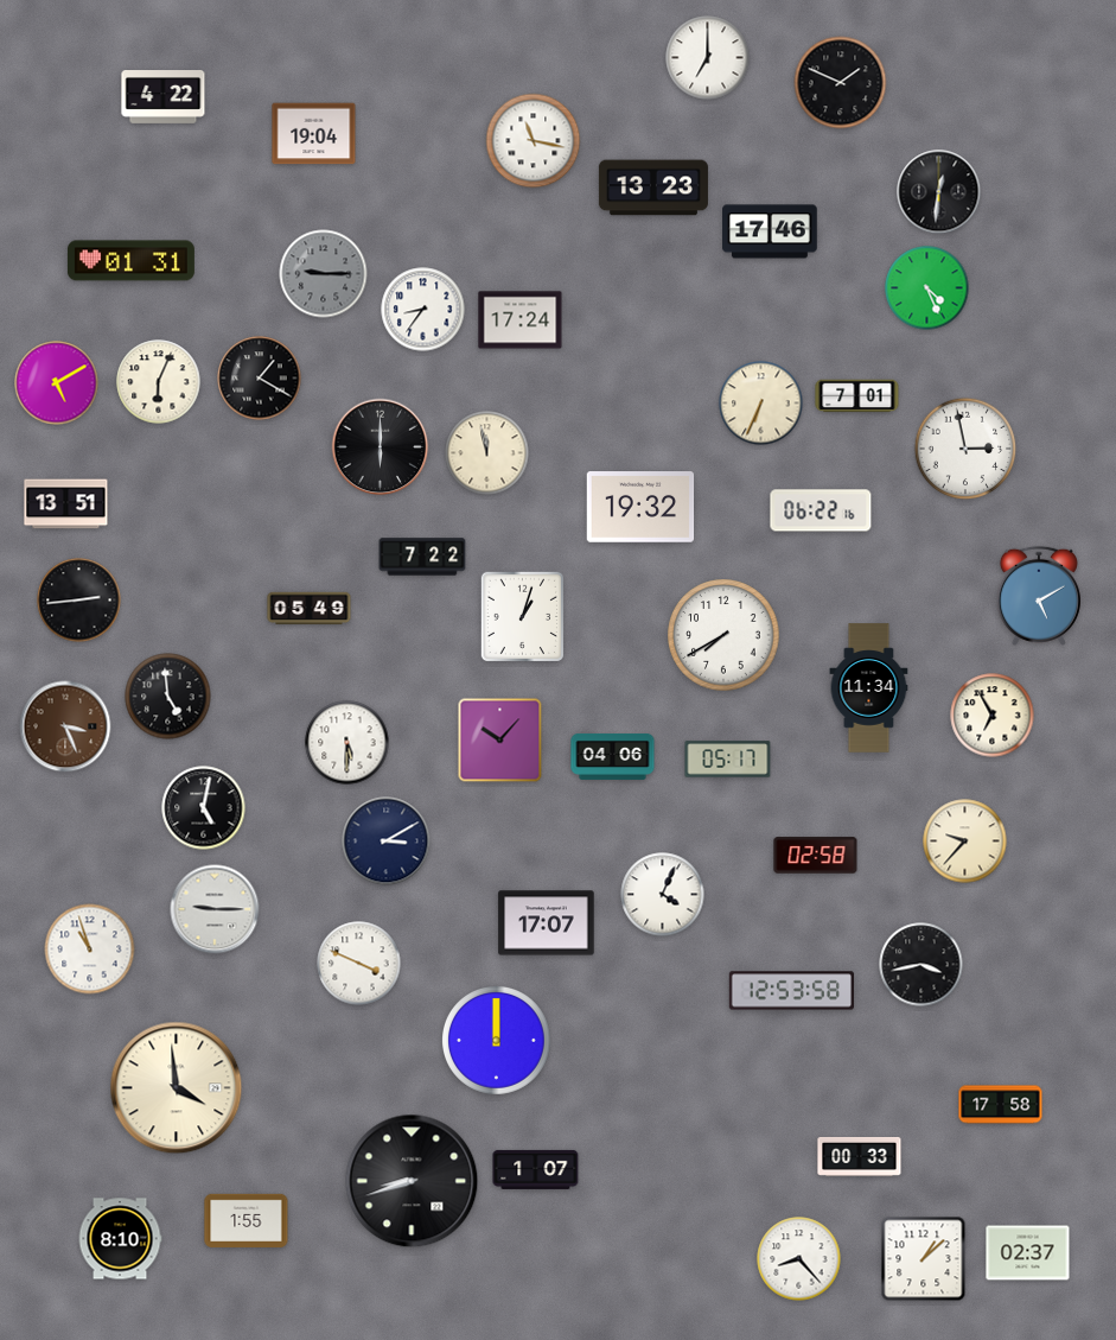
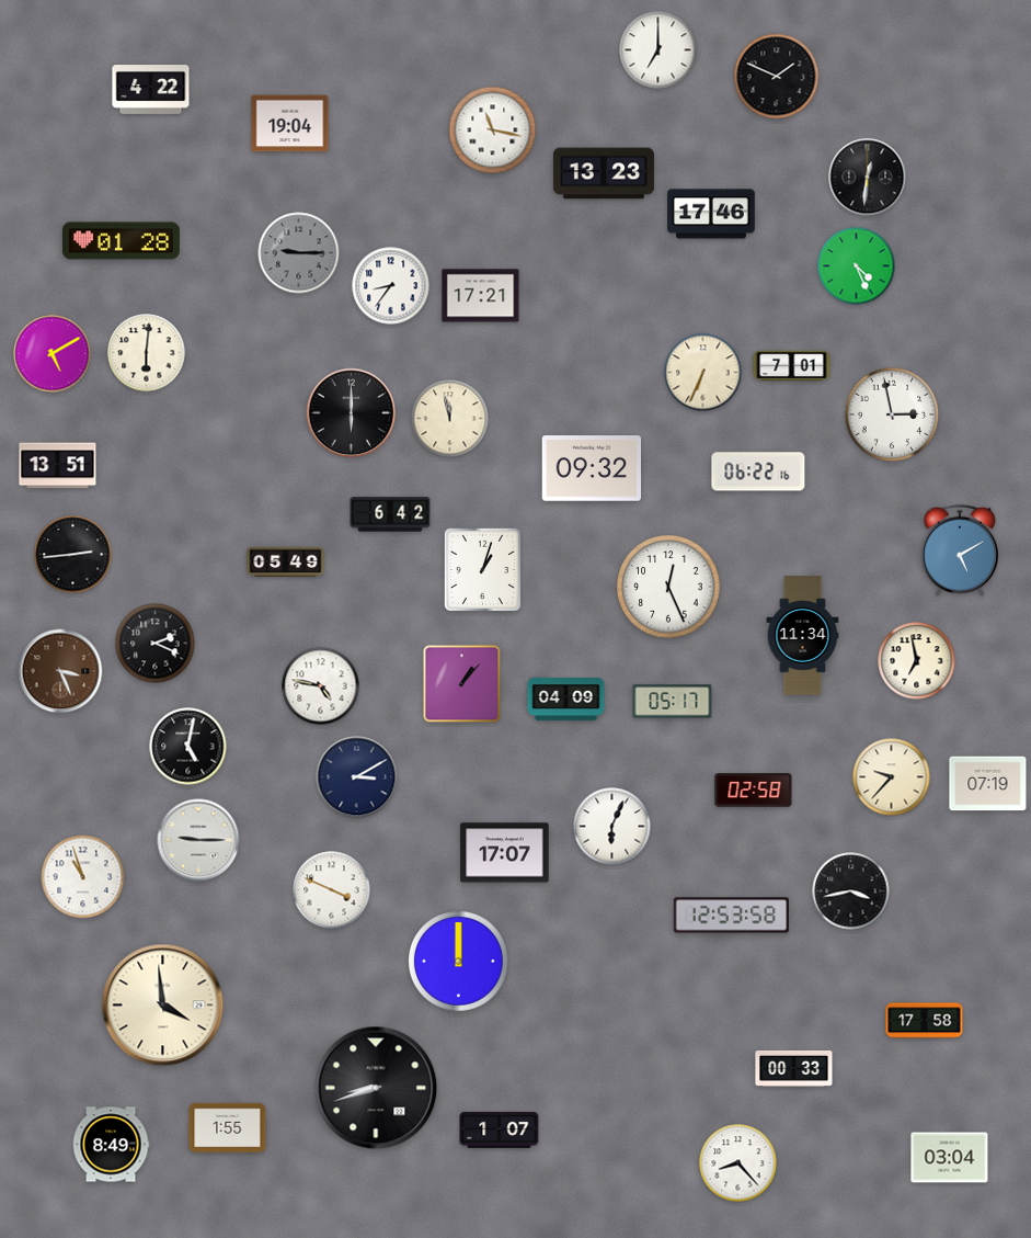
clock at (708, 58) position: (708, 58) -> (658, 50)
clock at (130, 261): 01:31 -> 01:28
clock at (521, 320): 17:24 -> 17:21
clock at (260, 379): 1:20 -> none
clock at (159, 382): 6:04 -> 6:01
clock at (66, 504) position: (66, 504) -> (58, 466)
clock at (640, 507): 19:32 -> 09:32
clock at (422, 557): 7:22 -> 6:42
clock at (723, 635): 7:40 -> 12:26
clock at (168, 697): 4:59 -> 2:19
clock at (993, 716): 6:55 -> 6:58
clock at (500, 741): 10:07 -> 1:07
clock at (347, 743): 5:30 -> 4:47
clock at (613, 757): 04:06 -> 04:09
clock at (988, 784): none -> 07:19
clock at (663, 895): 4:04 -> 6:04
clock at (536, 1169) position: (536, 1169) -> (500, 1129)
clock at (412, 1181) position: (412, 1181) -> (376, 1088)
clock at (120, 1239): 8:10 -> 8:49
clock at (1028, 1253): 02:37 -> 03:04
clock at (924, 1259): 1:08 -> none
